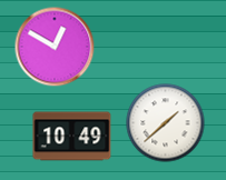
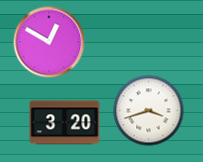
clock at (166, 123): 1:38 -> 3:42
clock at (72, 137): 10:49 -> 3:20
